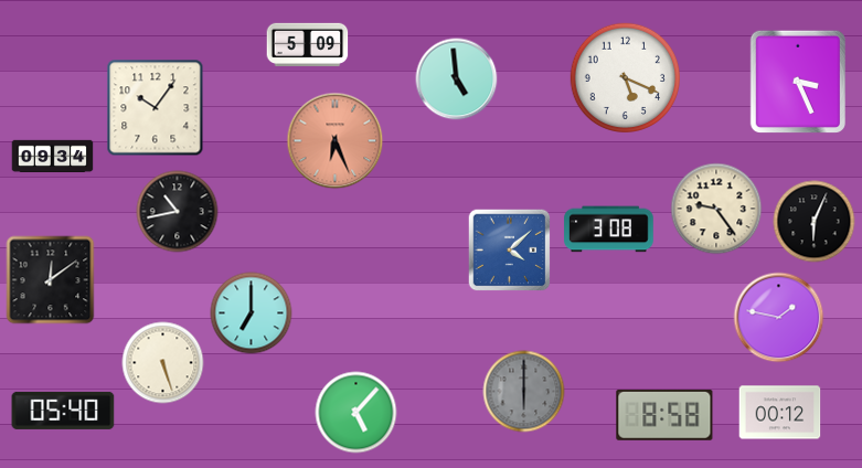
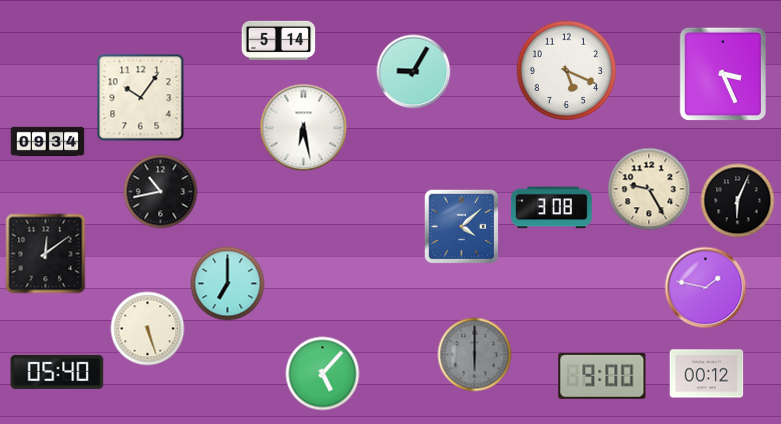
clock at (308, 44): 5:09 -> 5:14
clock at (457, 79): 4:59 -> 9:05
clock at (336, 141): 6:26 -> 6:28
clock at (336, 141) dial: salmon -> white
clock at (716, 209): 9:24 -> 9:25
clock at (664, 415): 8:58 -> 9:00
